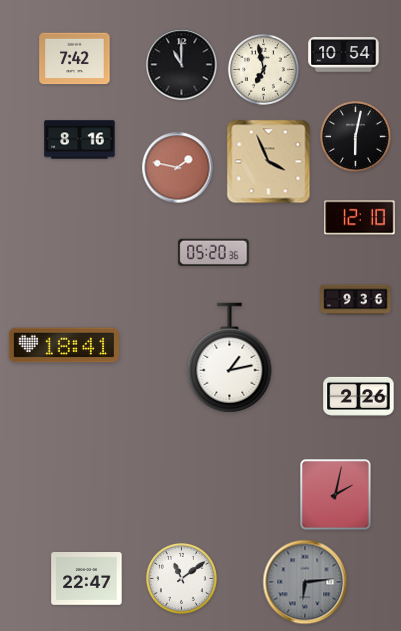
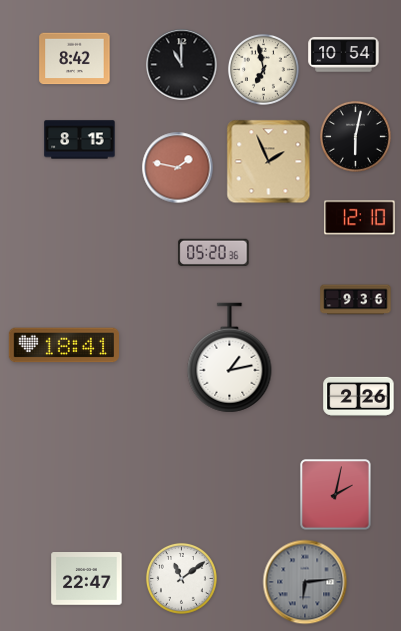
clock at (75, 59): 7:42 -> 8:42
clock at (80, 140): 8:16 -> 8:15
clock at (269, 162): 3:56 -> 1:56
